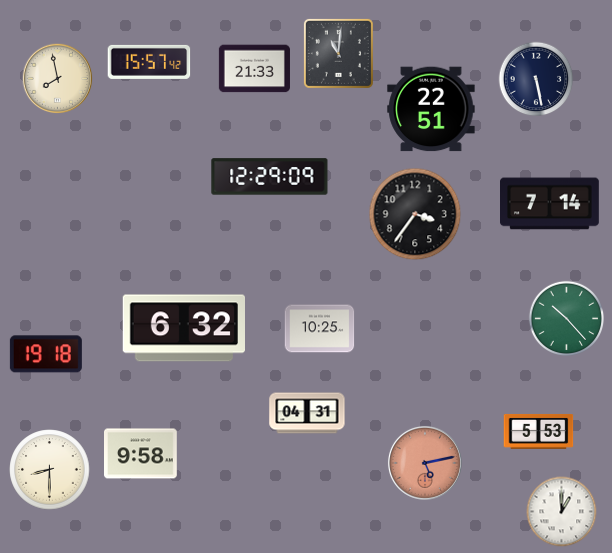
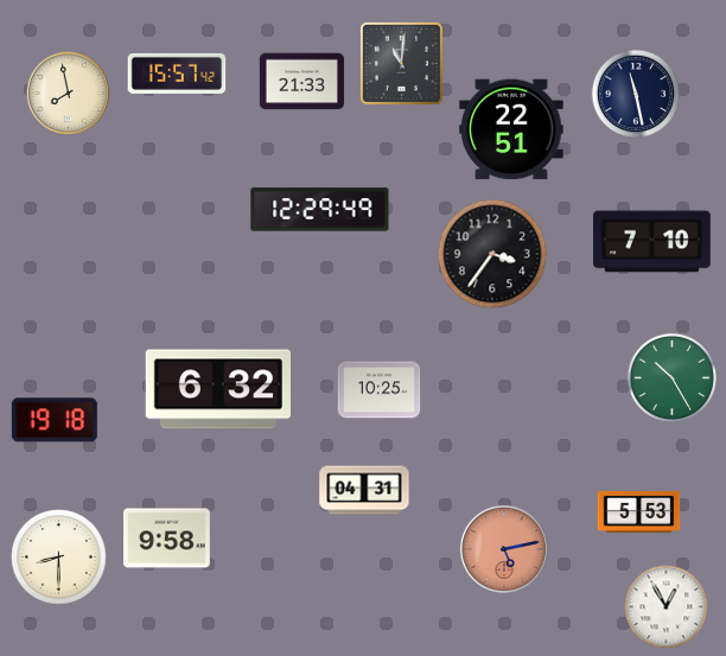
clock at (536, 79): 5:28 -> 11:28
clock at (270, 177): 12:29:09 -> 12:29:49
clock at (550, 204): 7:14 -> 7:10
clock at (567, 319): 10:23 -> 10:25
clock at (562, 512): 1:00 -> 12:55
